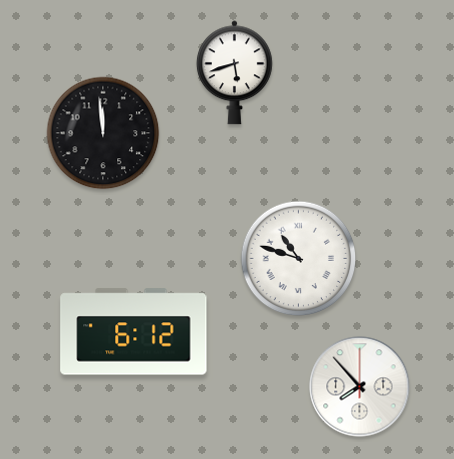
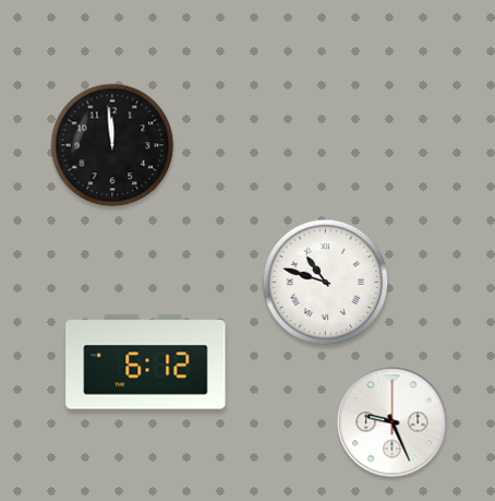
clock at (234, 73): 5:42 -> none
clock at (360, 387): 7:53 -> 9:26
